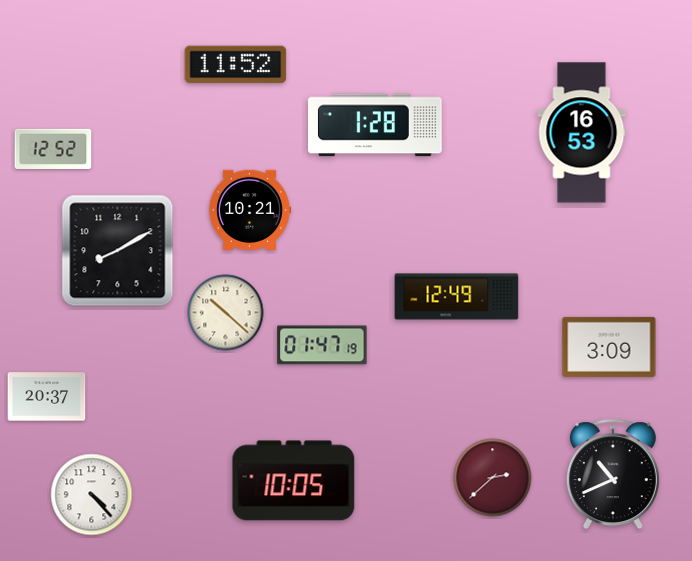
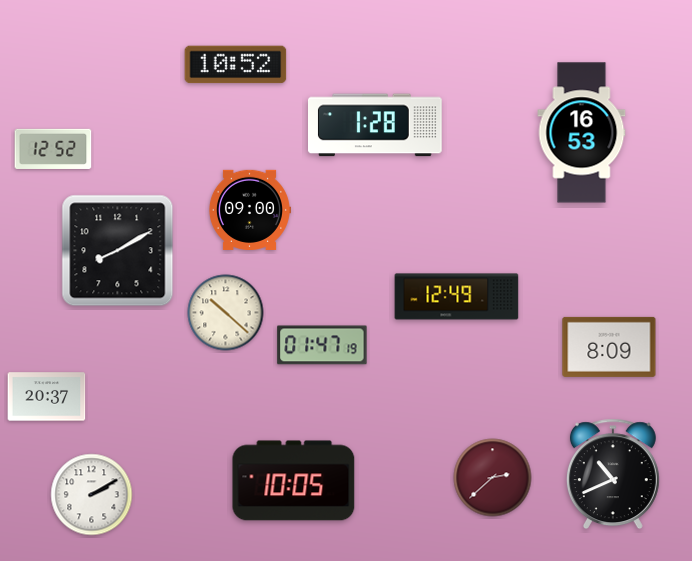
clock at (236, 65): 11:52 -> 10:52
clock at (249, 210): 10:21 -> 09:00
clock at (609, 347): 3:09 -> 8:09
clock at (92, 495): 4:23 -> 2:10
